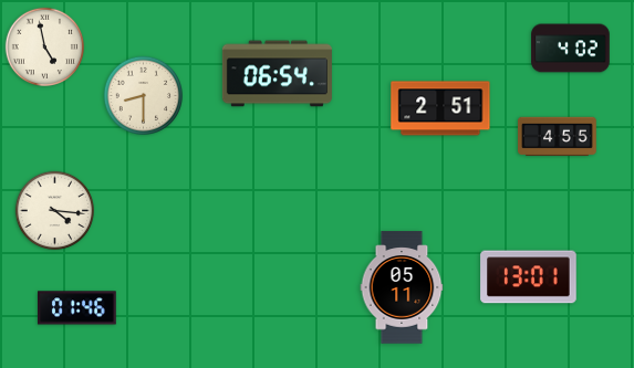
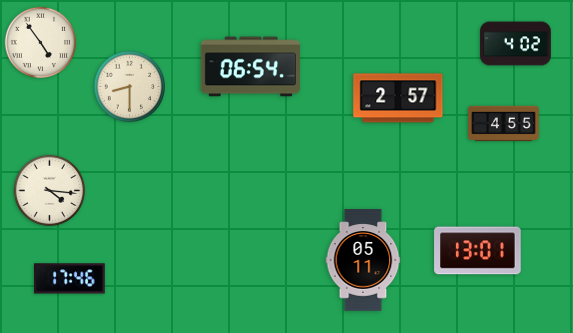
clock at (44, 46): 4:58 -> 4:54
clock at (440, 108): 2:51 -> 2:57
clock at (77, 308): 01:46 -> 17:46
